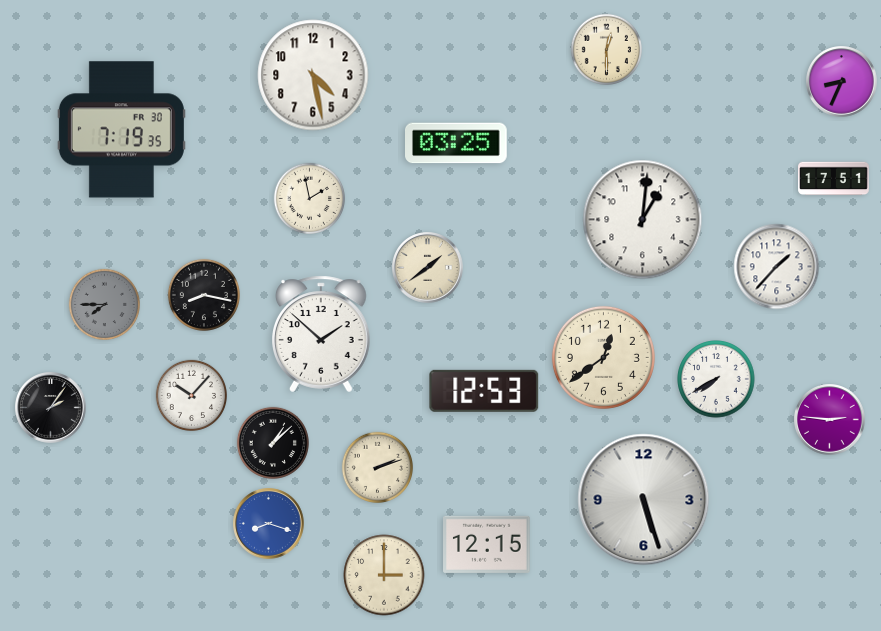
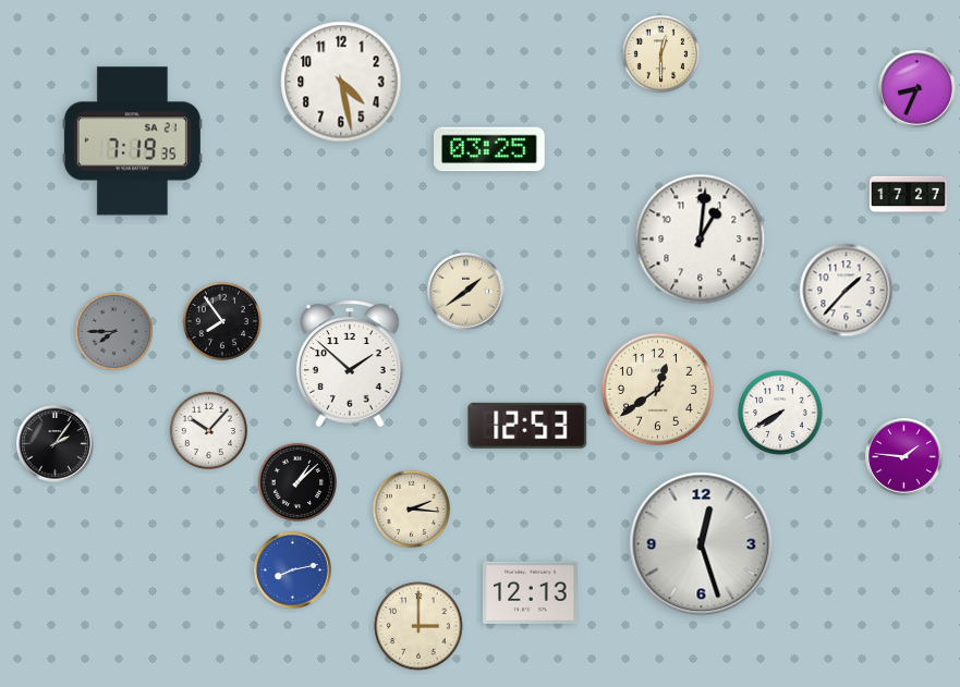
clock at (121, 130) date: FR 30 -> SA 21
clock at (457, 143) position: (457, 143) -> (490, 149)
clock at (834, 179): 17:51 -> 17:27
clock at (309, 198): 1:58 -> none
clock at (204, 295): 8:17 -> 7:54
clock at (830, 420): 2:46 -> 1:46
clock at (377, 467): 2:12 -> 2:16
clock at (644, 500): 5:27 -> 12:27
clock at (269, 524): 8:18 -> 8:13
clock at (487, 544): 12:15 -> 12:13
